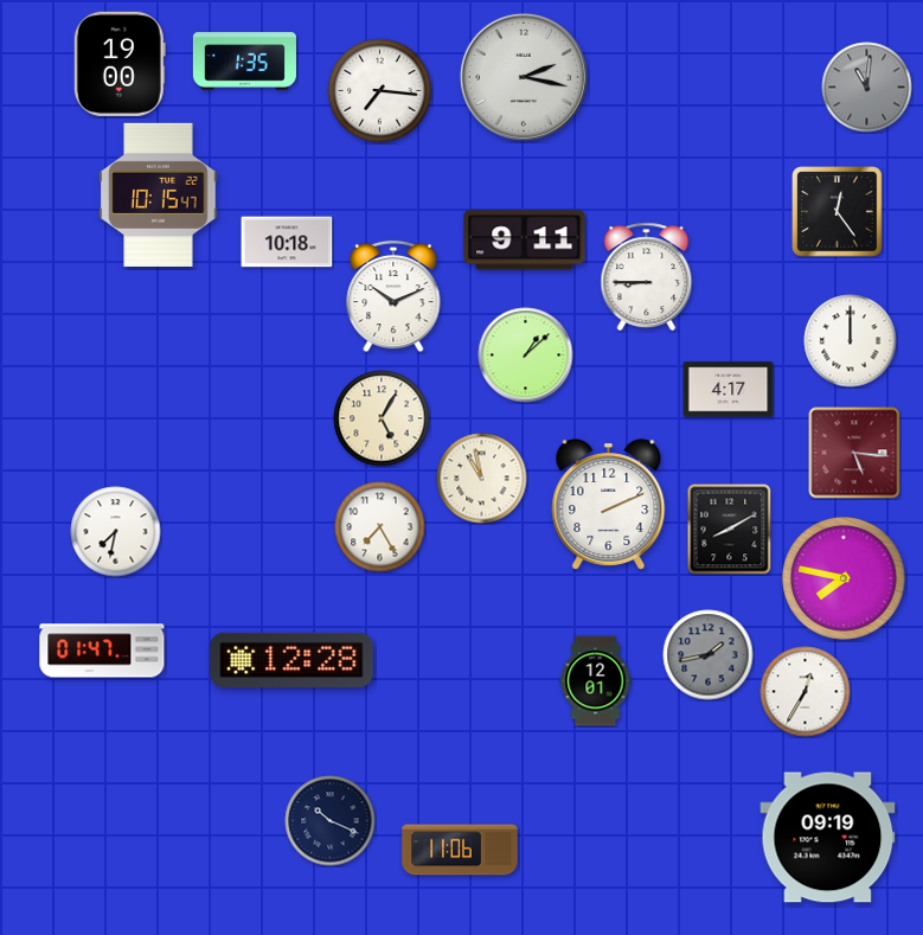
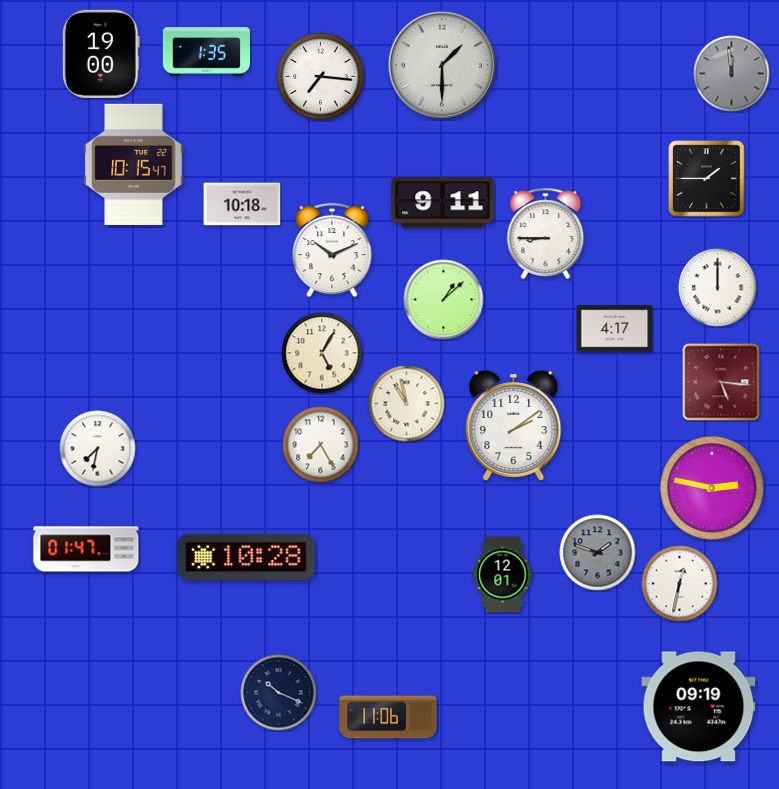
clock at (524, 77): 2:17 -> 1:30
clock at (867, 88): 11:01 -> 11:59
clock at (838, 212): 12:24 -> 1:45
clock at (609, 505): 2:11 -> 2:09
clock at (730, 529): 8:10 -> none
clock at (844, 578): 7:47 -> 2:47
clock at (709, 655): 1:43 -> 1:48
clock at (291, 660): 12:28 -> 10:28
clock at (806, 692): 12:35 -> 12:32
